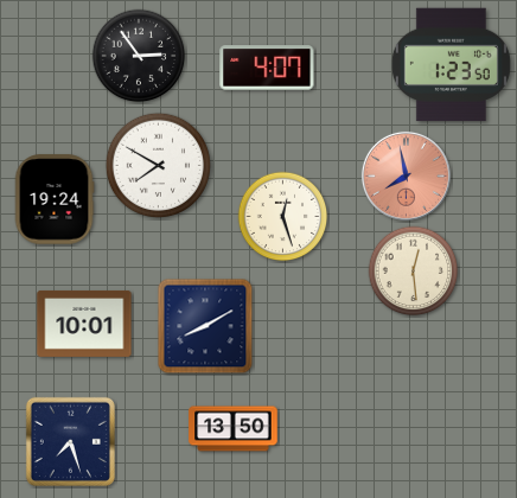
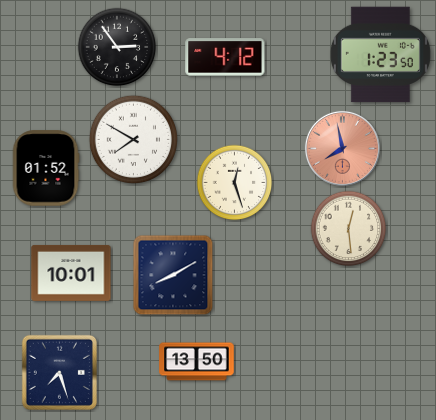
clock at (267, 68): 4:07 -> 4:12
clock at (55, 199): 19:24 -> 01:52
clock at (283, 217) position: (283, 217) -> (235, 183)
